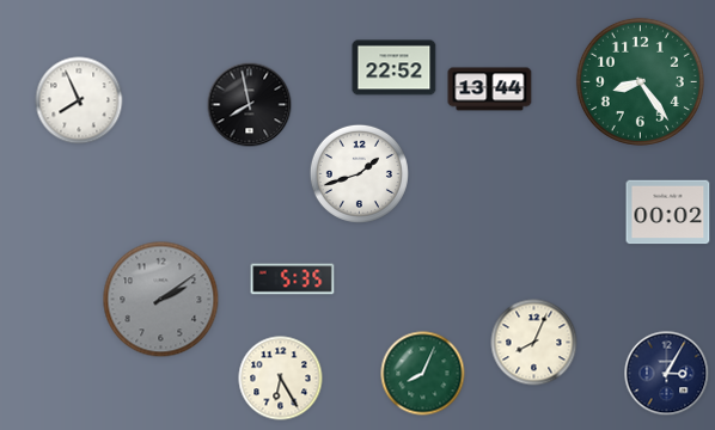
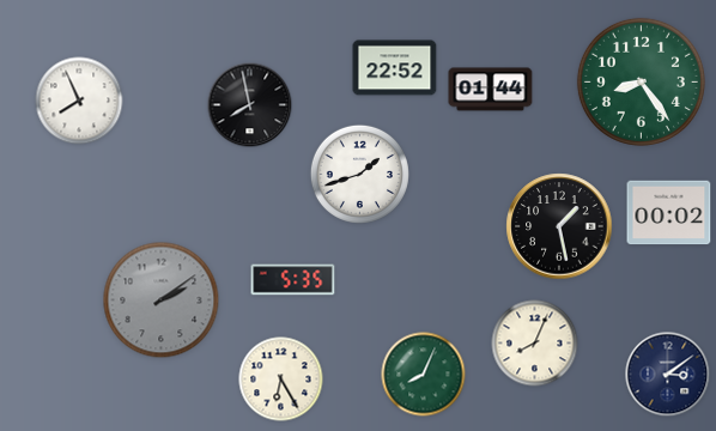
clock at (490, 90): 13:44 -> 01:44
clock at (559, 226): none -> 1:28
clock at (667, 374): 3:05 -> 3:09
